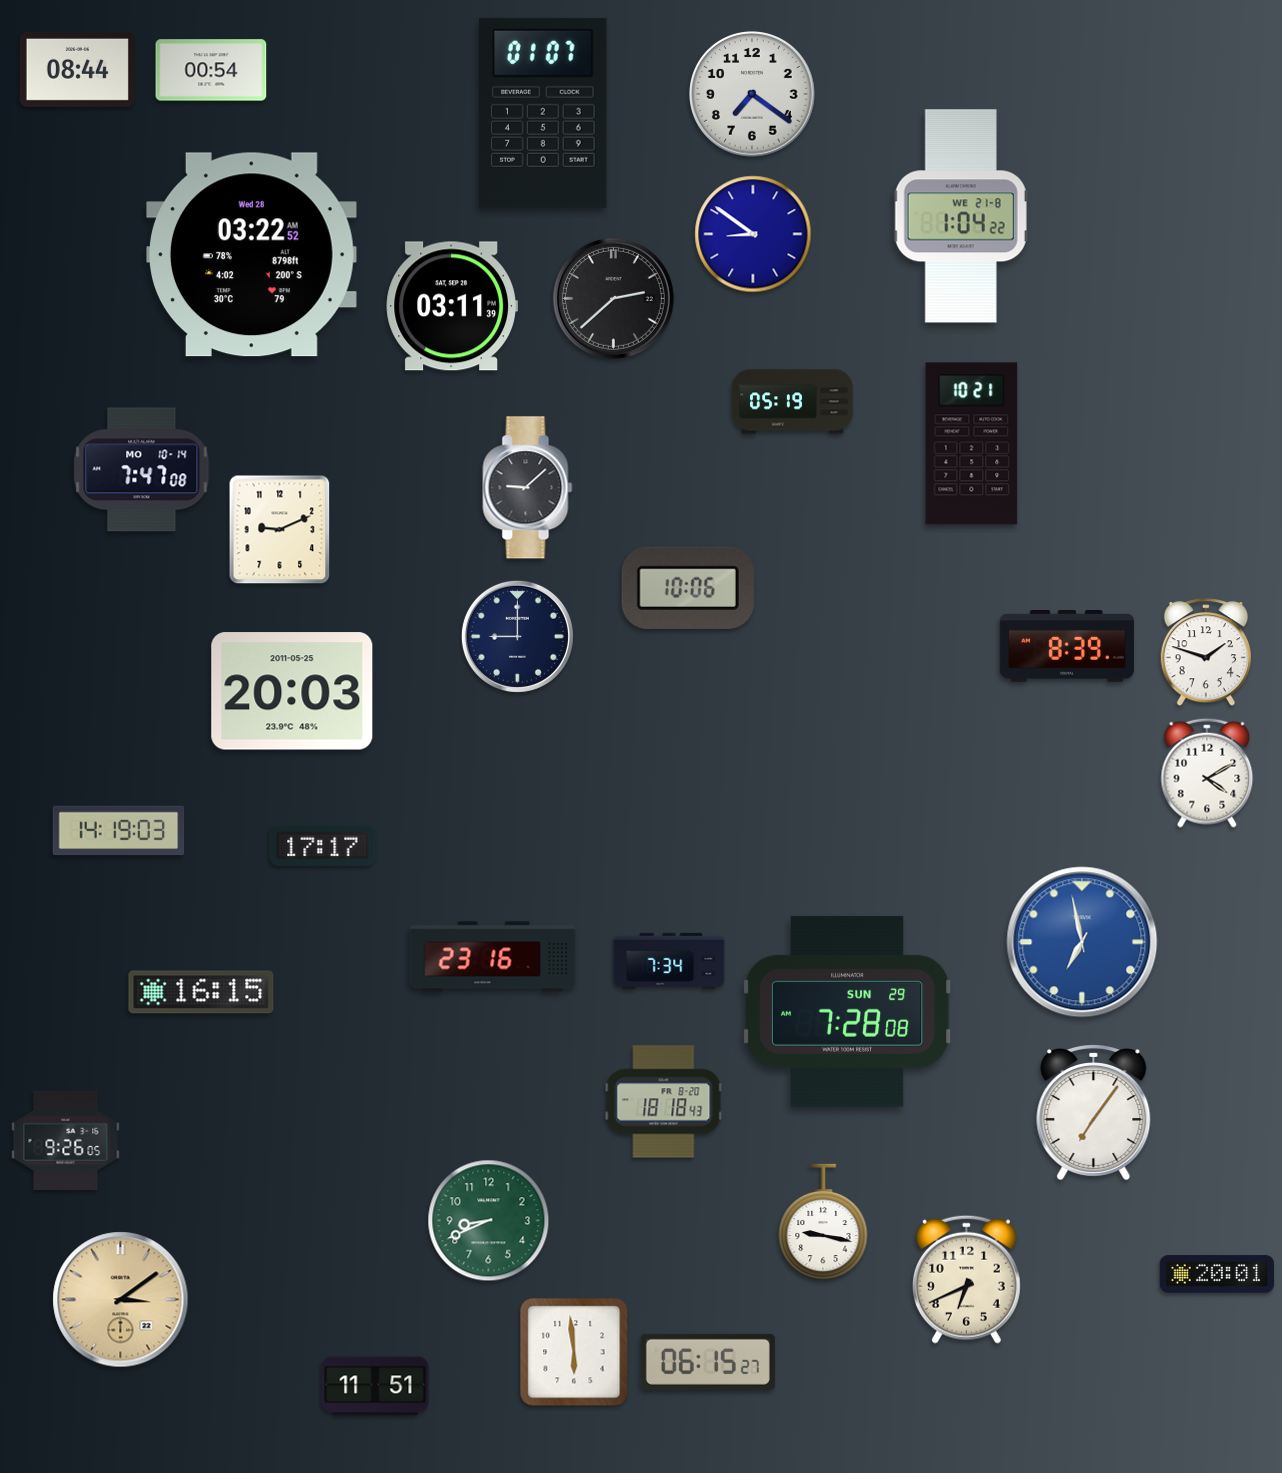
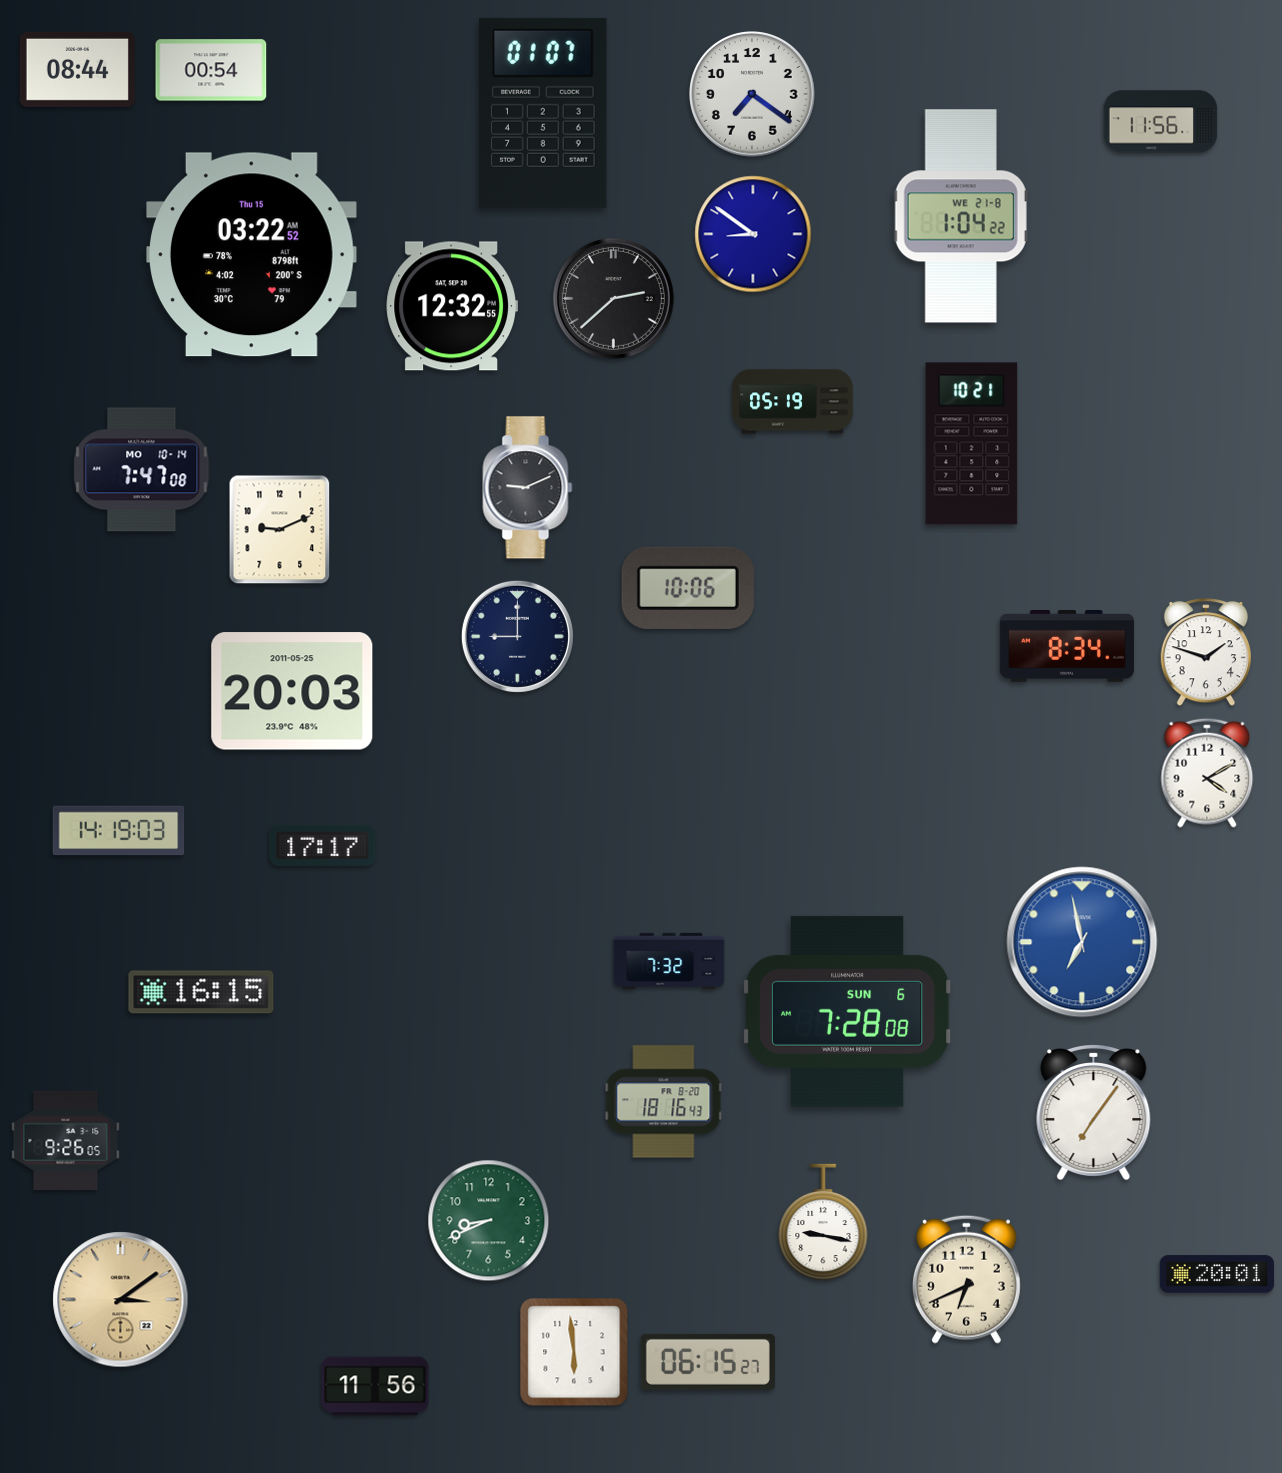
clock at (1161, 122): none -> 11:56
clock at (252, 255) date: Wed 28 -> Thu 15
clock at (451, 306): 03:11 -> 12:32
clock at (528, 488): 9:08 -> 9:11
clock at (1067, 647): 8:39 -> 8:34
clock at (493, 957): 23:16 -> none
clock at (669, 961): 7:34 -> 7:32
clock at (847, 1011) date: SUN 29 -> SUN 6
clock at (664, 1102): 18:18 -> 18:16
clock at (375, 1386): 11:51 -> 11:56
